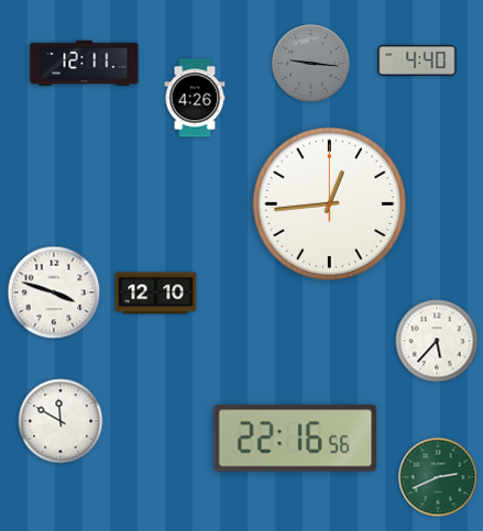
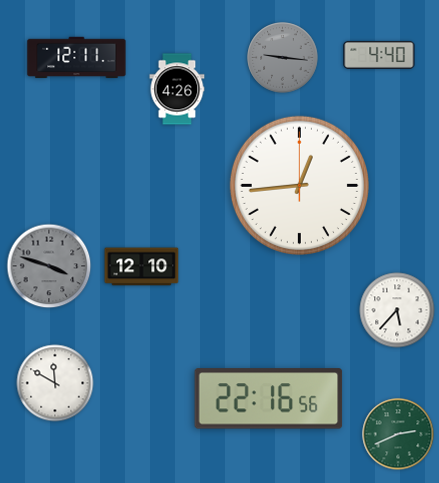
clock at (54, 292) dial: white -> grey
